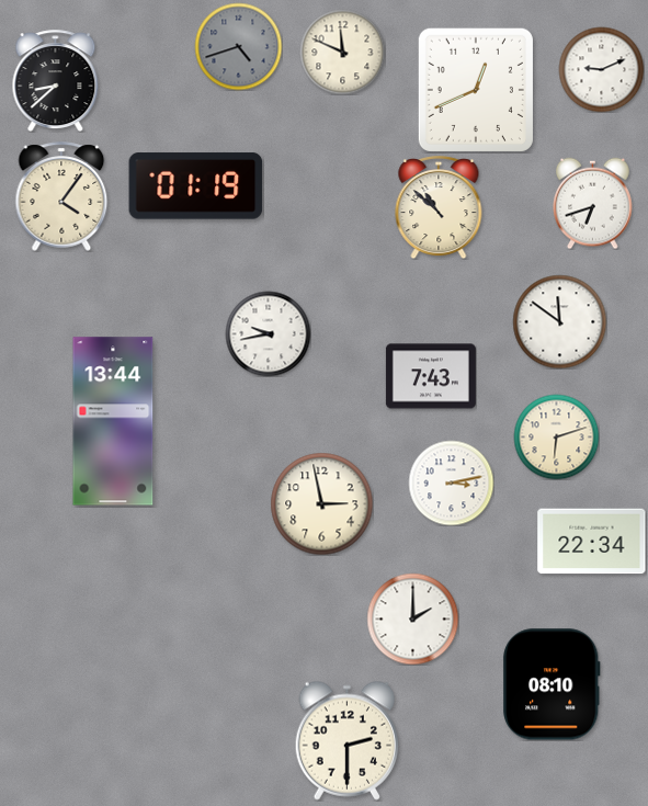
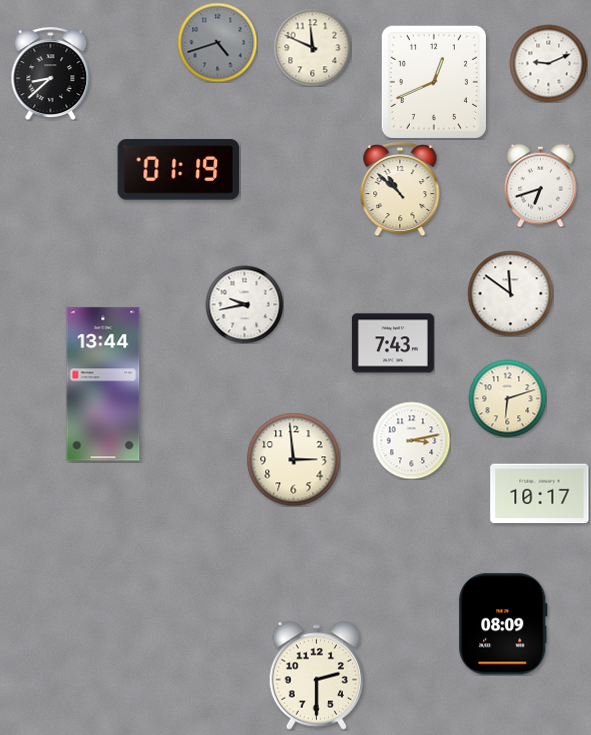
clock at (61, 196): 4:06 -> none
clock at (321, 503): 2:58 -> 2:59
clock at (592, 542): 22:34 -> 10:17
clock at (412, 618): 2:00 -> none
clock at (552, 684): 08:10 -> 08:09
